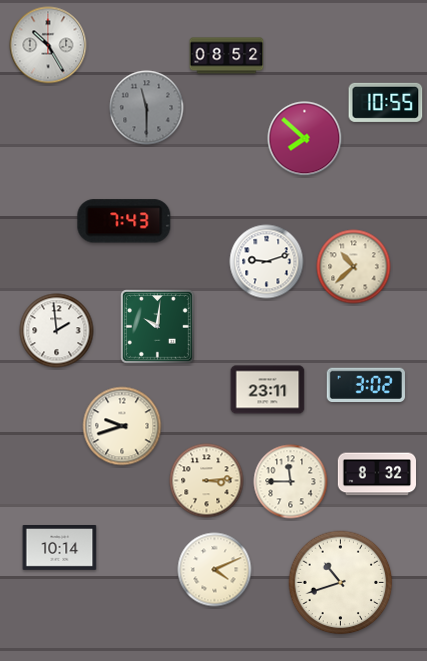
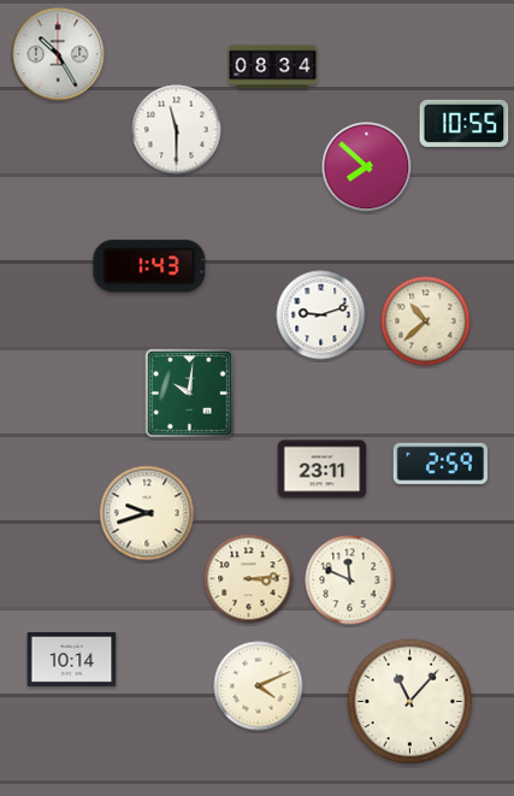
clock at (227, 56): 08:52 -> 08:34
clock at (147, 108) dial: grey -> white
clock at (124, 221): 7:43 -> 1:43
clock at (57, 331): 1:59 -> none
clock at (366, 384): 3:02 -> 2:59
clock at (376, 474): 8:32 -> none
clock at (291, 482): 11:45 -> 11:49
clock at (341, 583): 10:42 -> 11:07
